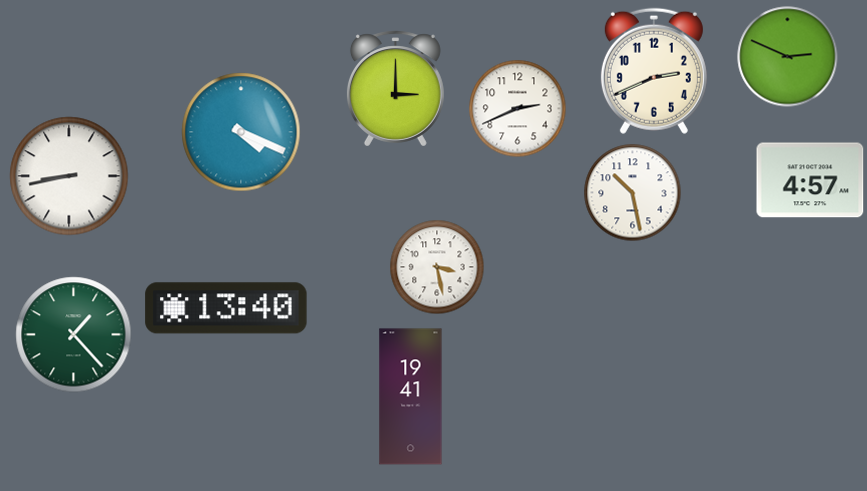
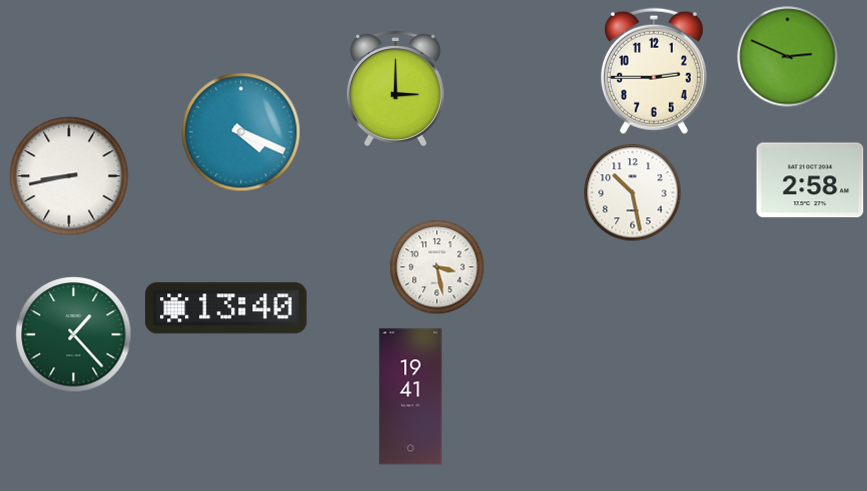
clock at (654, 71): 2:41 -> 2:45
clock at (518, 109): 2:41 -> none
clock at (810, 180): 4:57 -> 2:58
